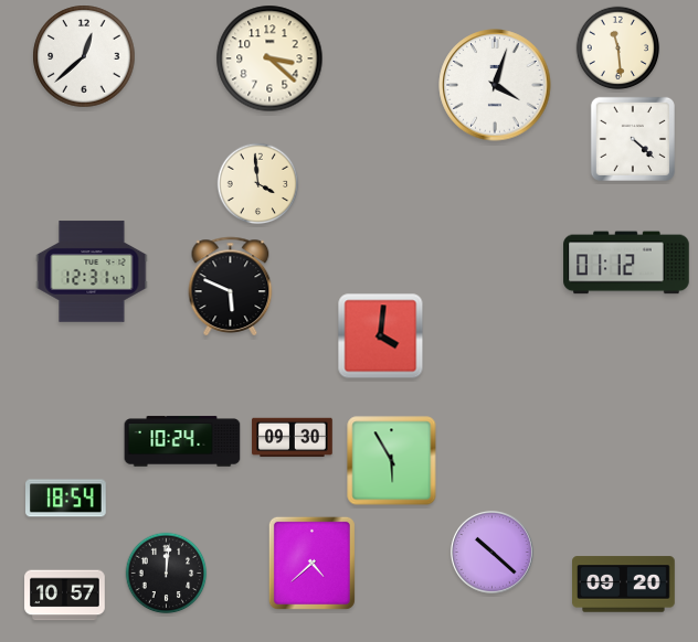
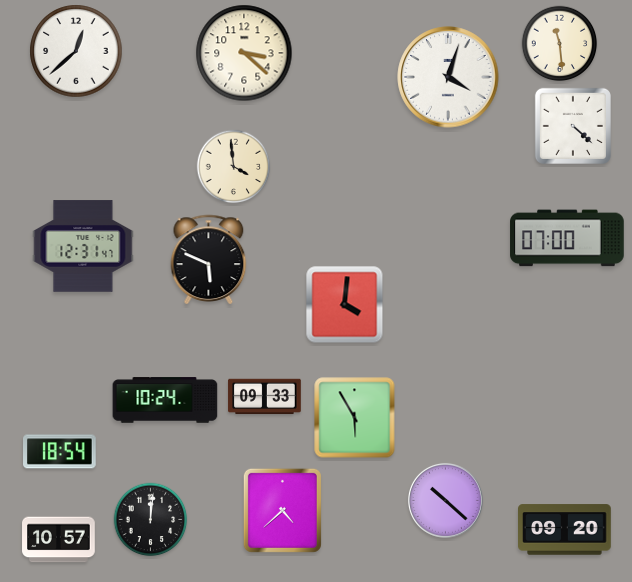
clock at (626, 263): 01:12 -> 07:00
clock at (293, 438): 09:30 -> 09:33
